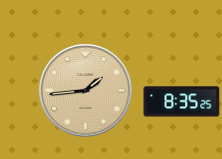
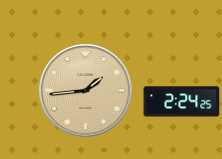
clock at (182, 102): 8:35 -> 2:24
